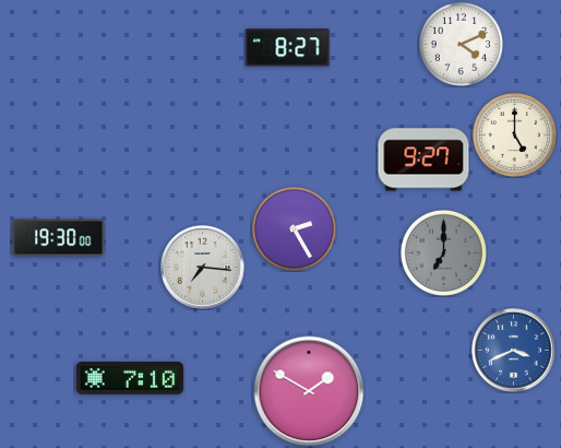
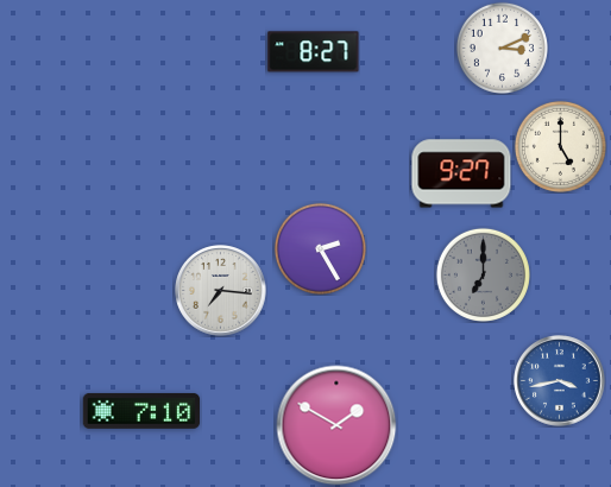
clock at (461, 44): 4:11 -> 3:11
clock at (59, 238): 19:30 -> none
clock at (514, 351): 3:41 -> 3:43
